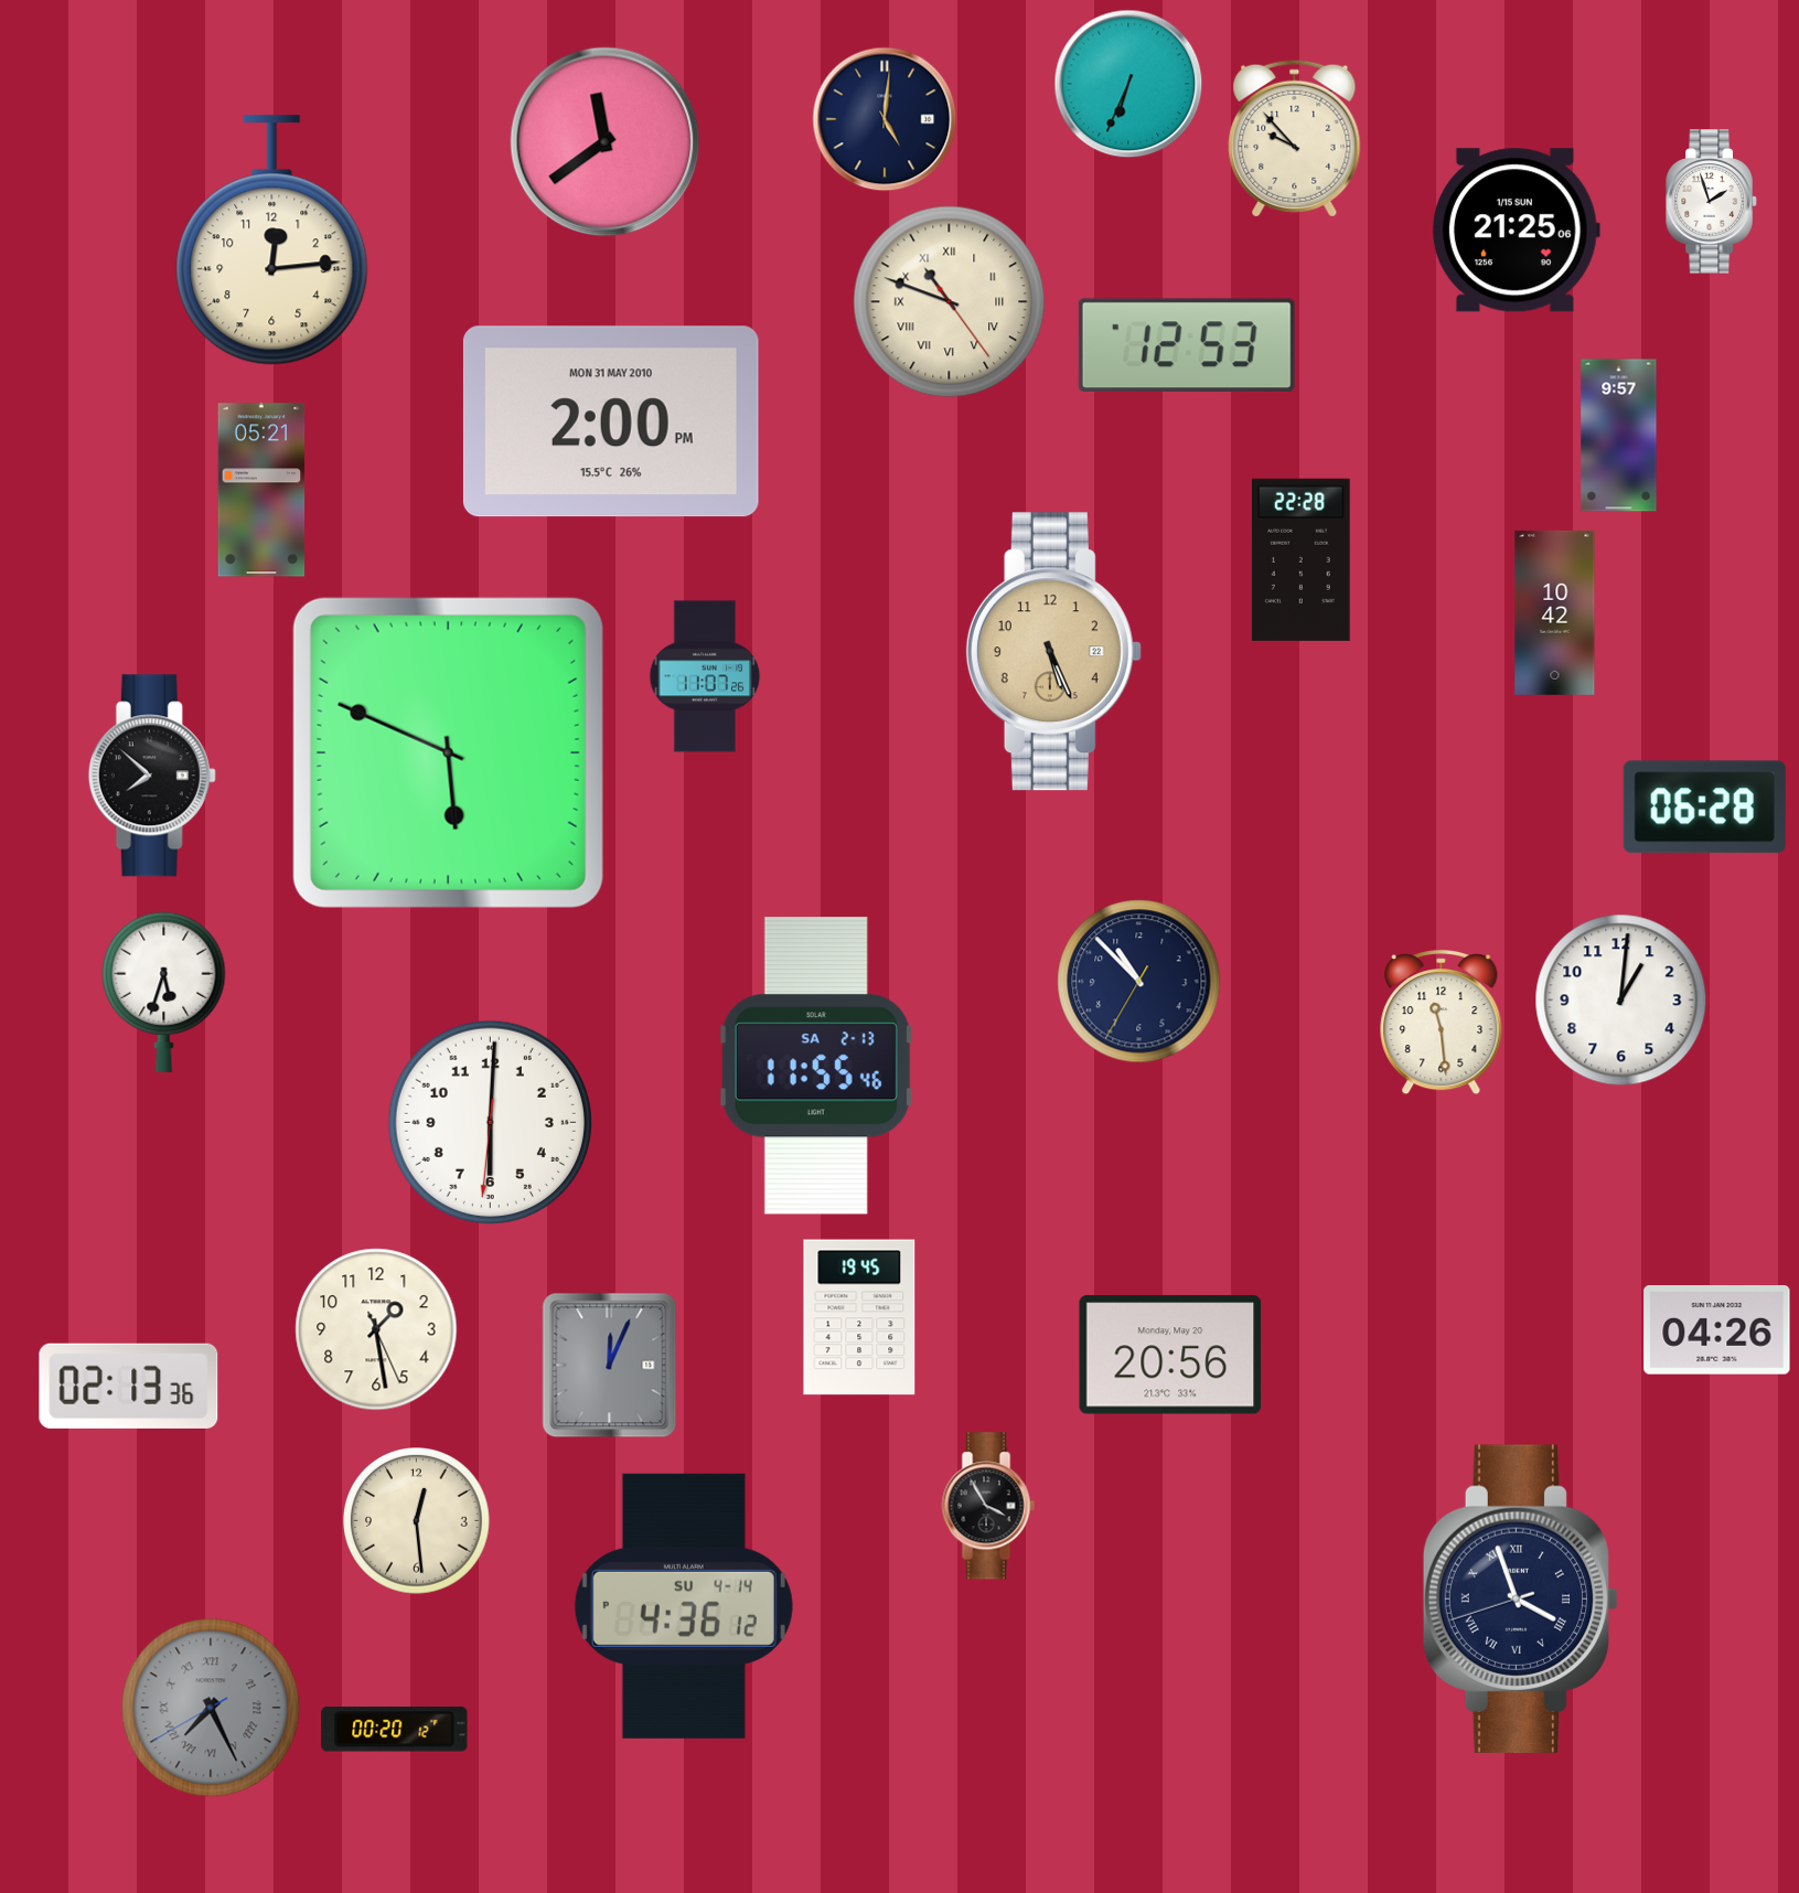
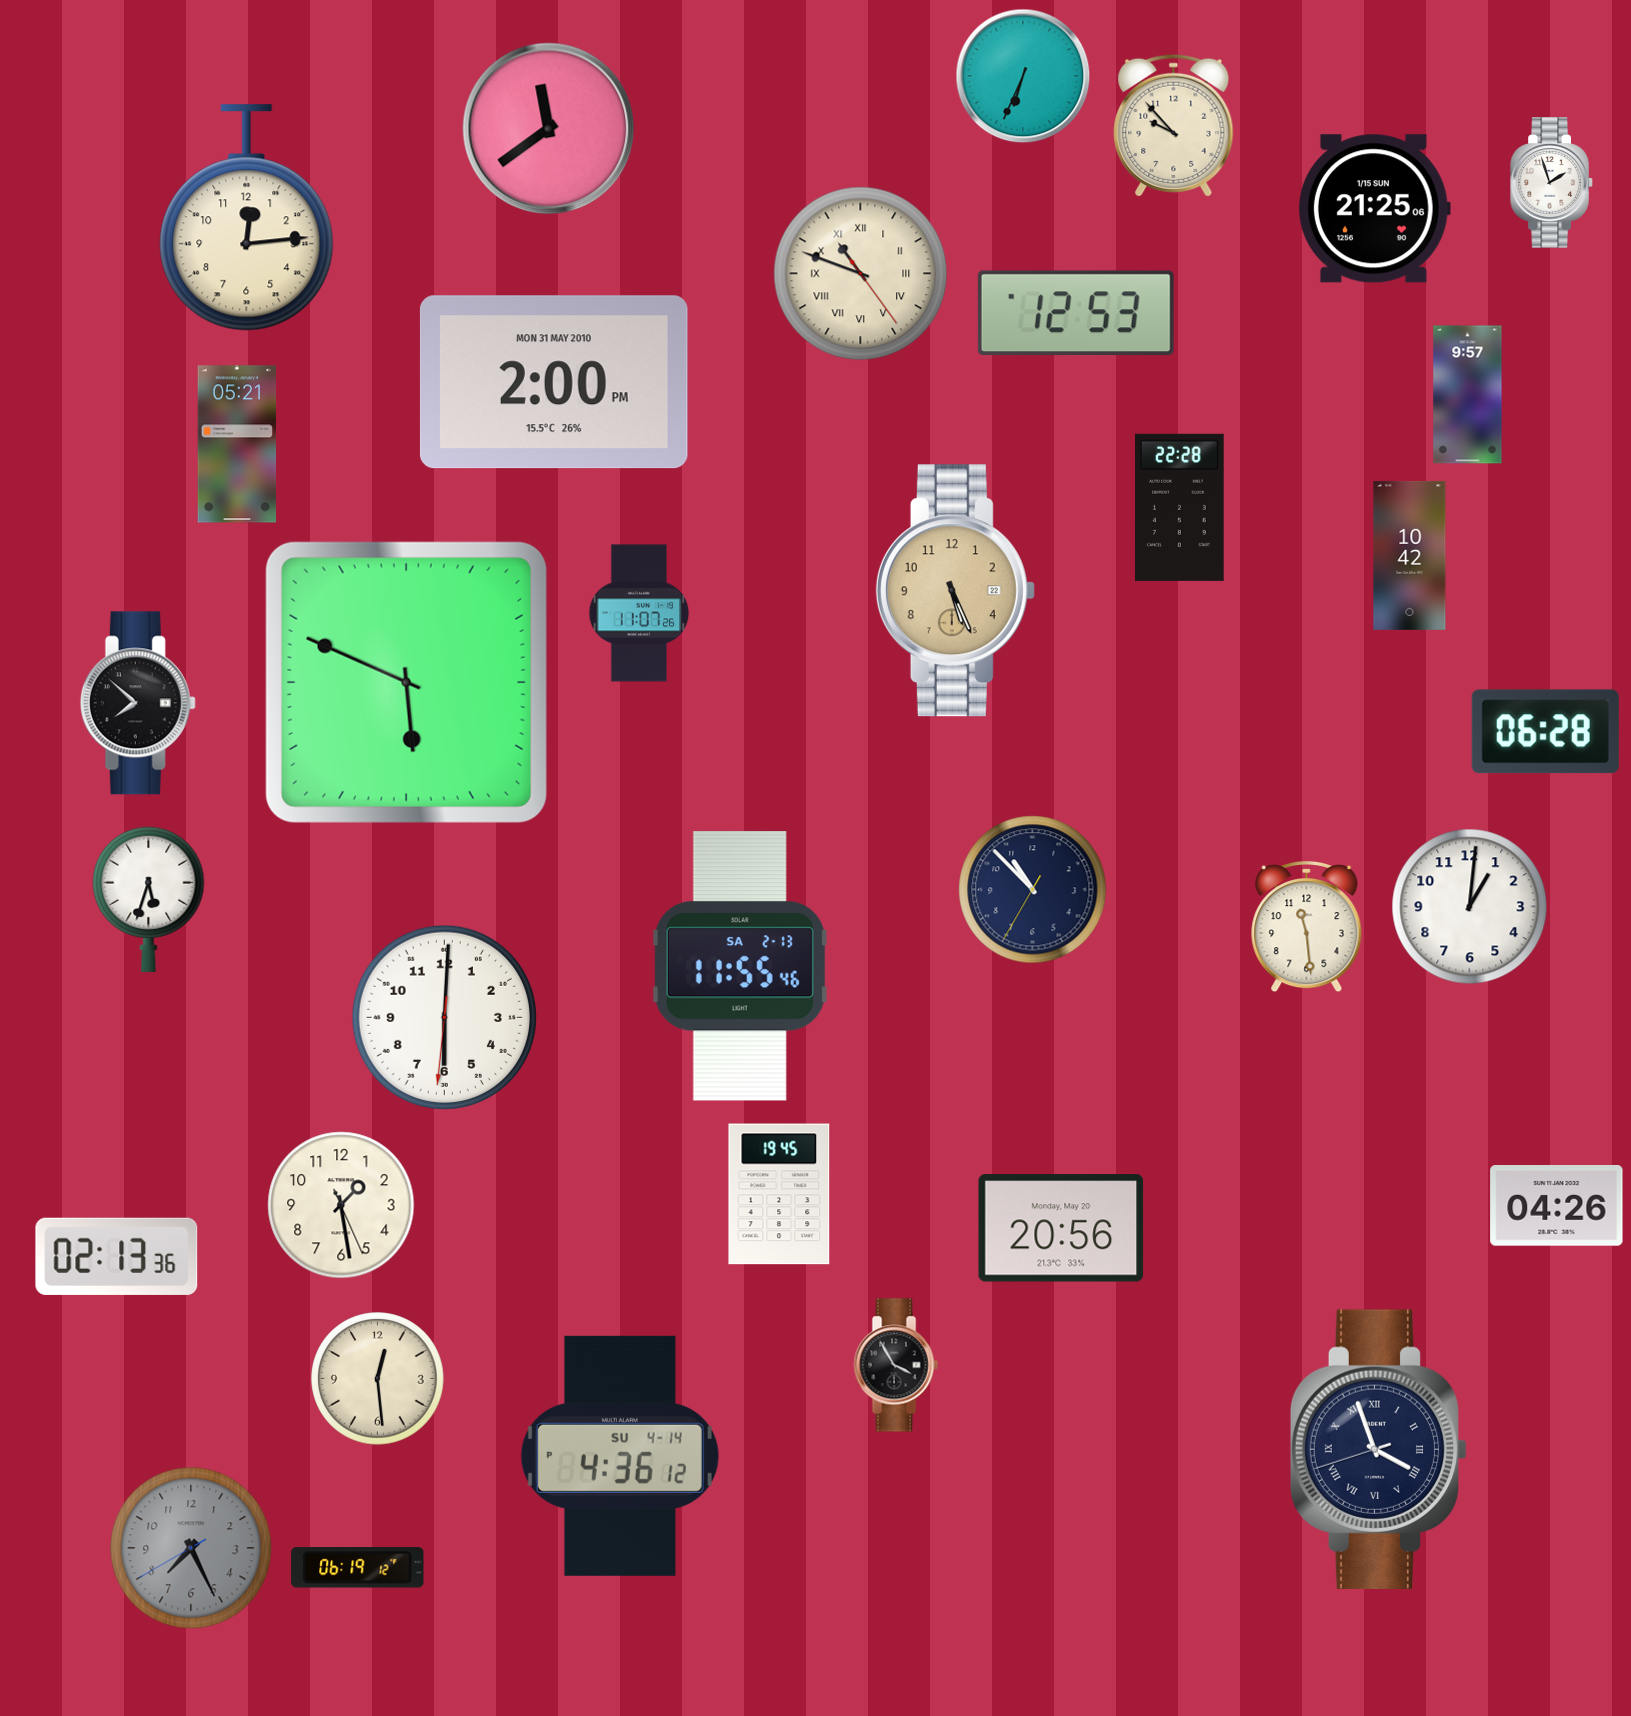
clock at (885, 119): 5:01 -> none
clock at (610, 1366): 12:04 -> none
clock at (211, 1708) numerals: Roman -> Arabic
clock at (395, 1730): 00:20 -> 06:19
